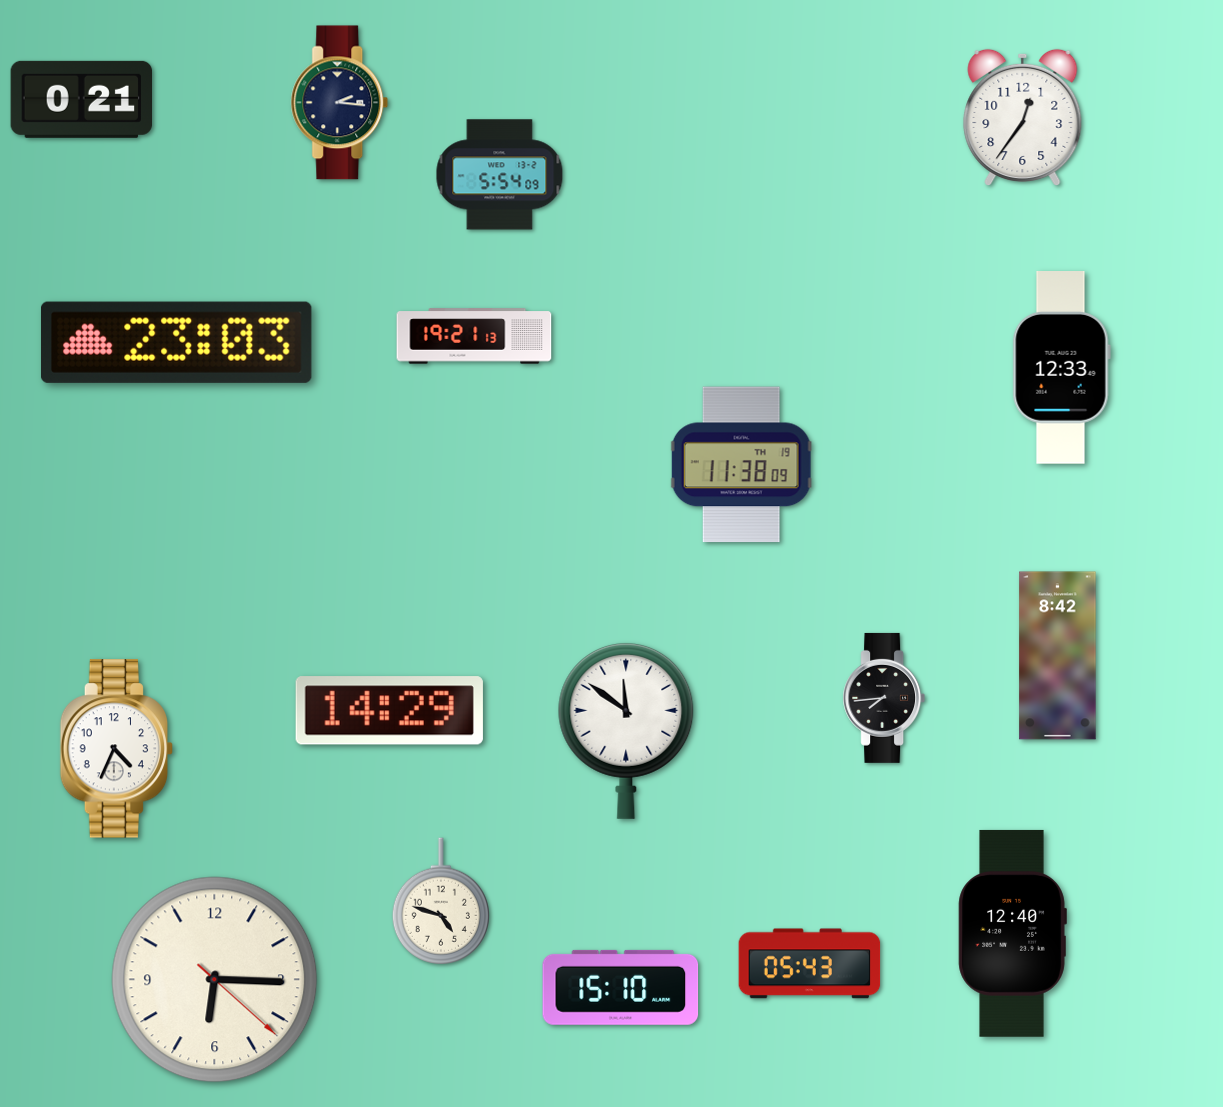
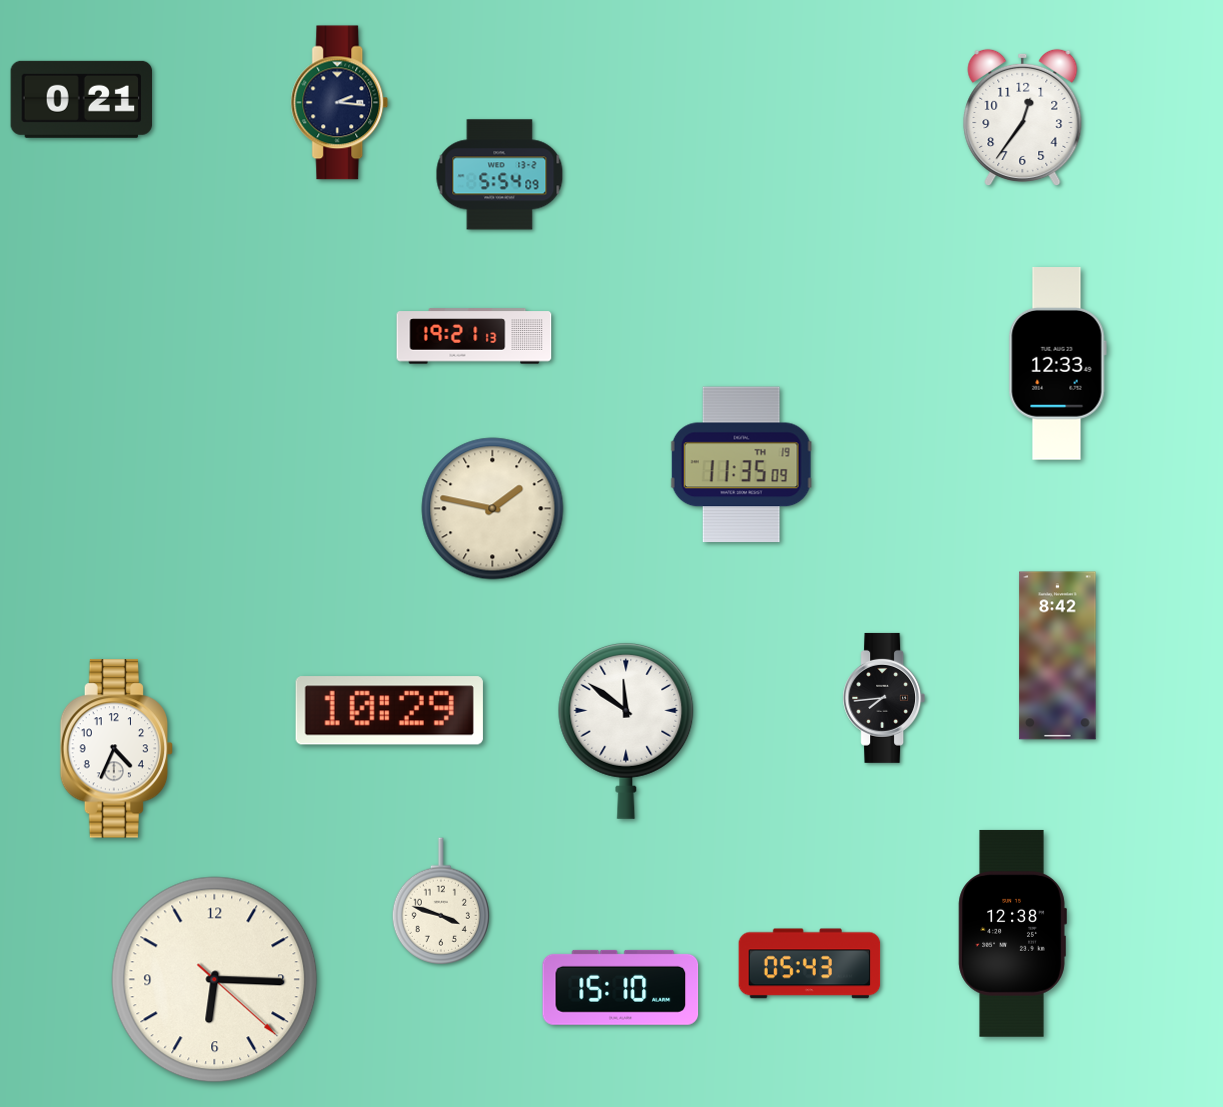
clock at (176, 342): 23:03 -> none
clock at (1061, 368) position: (1061, 368) -> (1057, 364)
clock at (741, 465): 11:38 -> 11:35
clock at (493, 509): none -> 1:47
clock at (389, 711): 14:29 -> 10:29
clock at (441, 901): 4:48 -> 3:48
clock at (1012, 933): 12:40 -> 12:38
